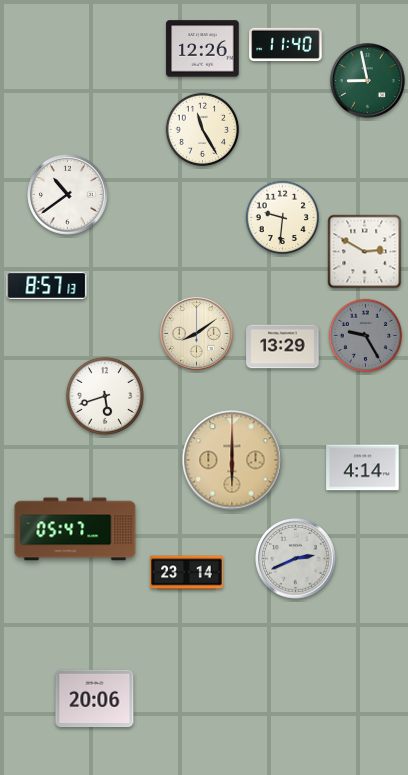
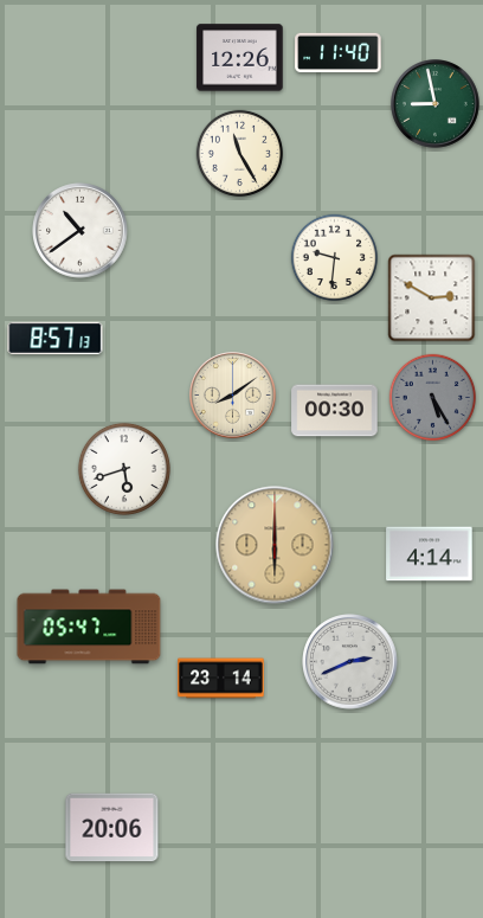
clock at (368, 81) position: (368, 81) -> (436, 104)
clock at (366, 336): 9:25 -> 5:25
clock at (283, 347): 13:29 -> 00:30
